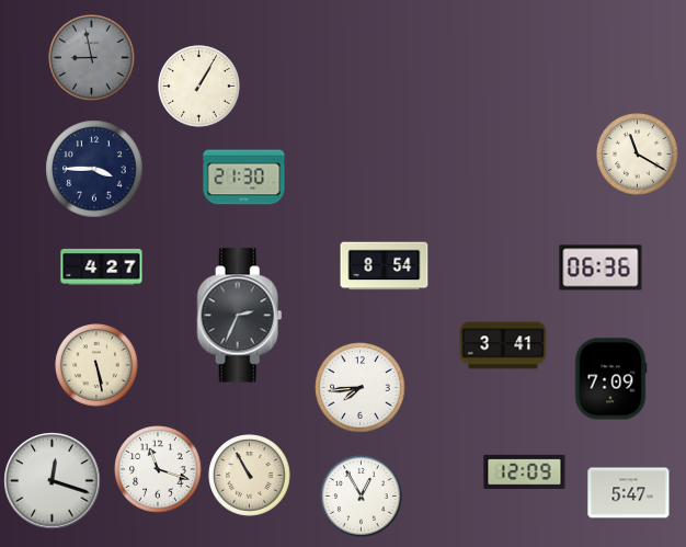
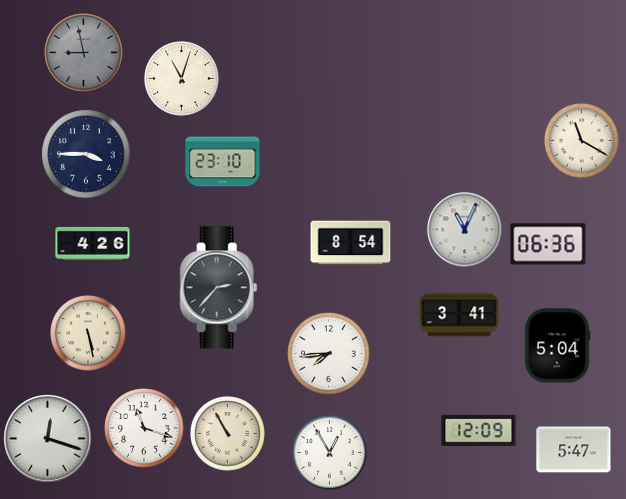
clock at (199, 87): 1:05 -> 11:03
clock at (244, 178): 21:30 -> 23:10
clock at (465, 230): none -> 11:04
clock at (102, 266): 4:27 -> 4:26
clock at (240, 316): 2:34 -> 2:37
clock at (610, 379): 7:09 -> 5:04
